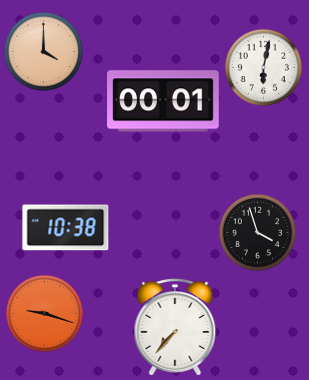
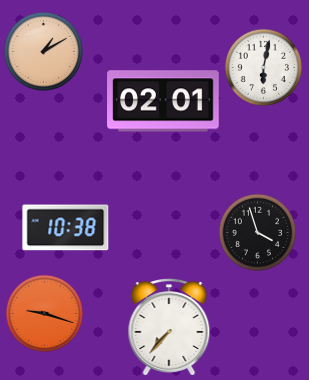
clock at (43, 51): 4:00 -> 1:10
clock at (163, 101): 00:01 -> 02:01
clock at (175, 327) position: (175, 327) -> (169, 327)
